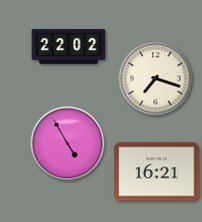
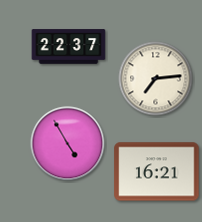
clock at (69, 47): 22:02 -> 22:37
clock at (156, 79): 7:18 -> 7:14
